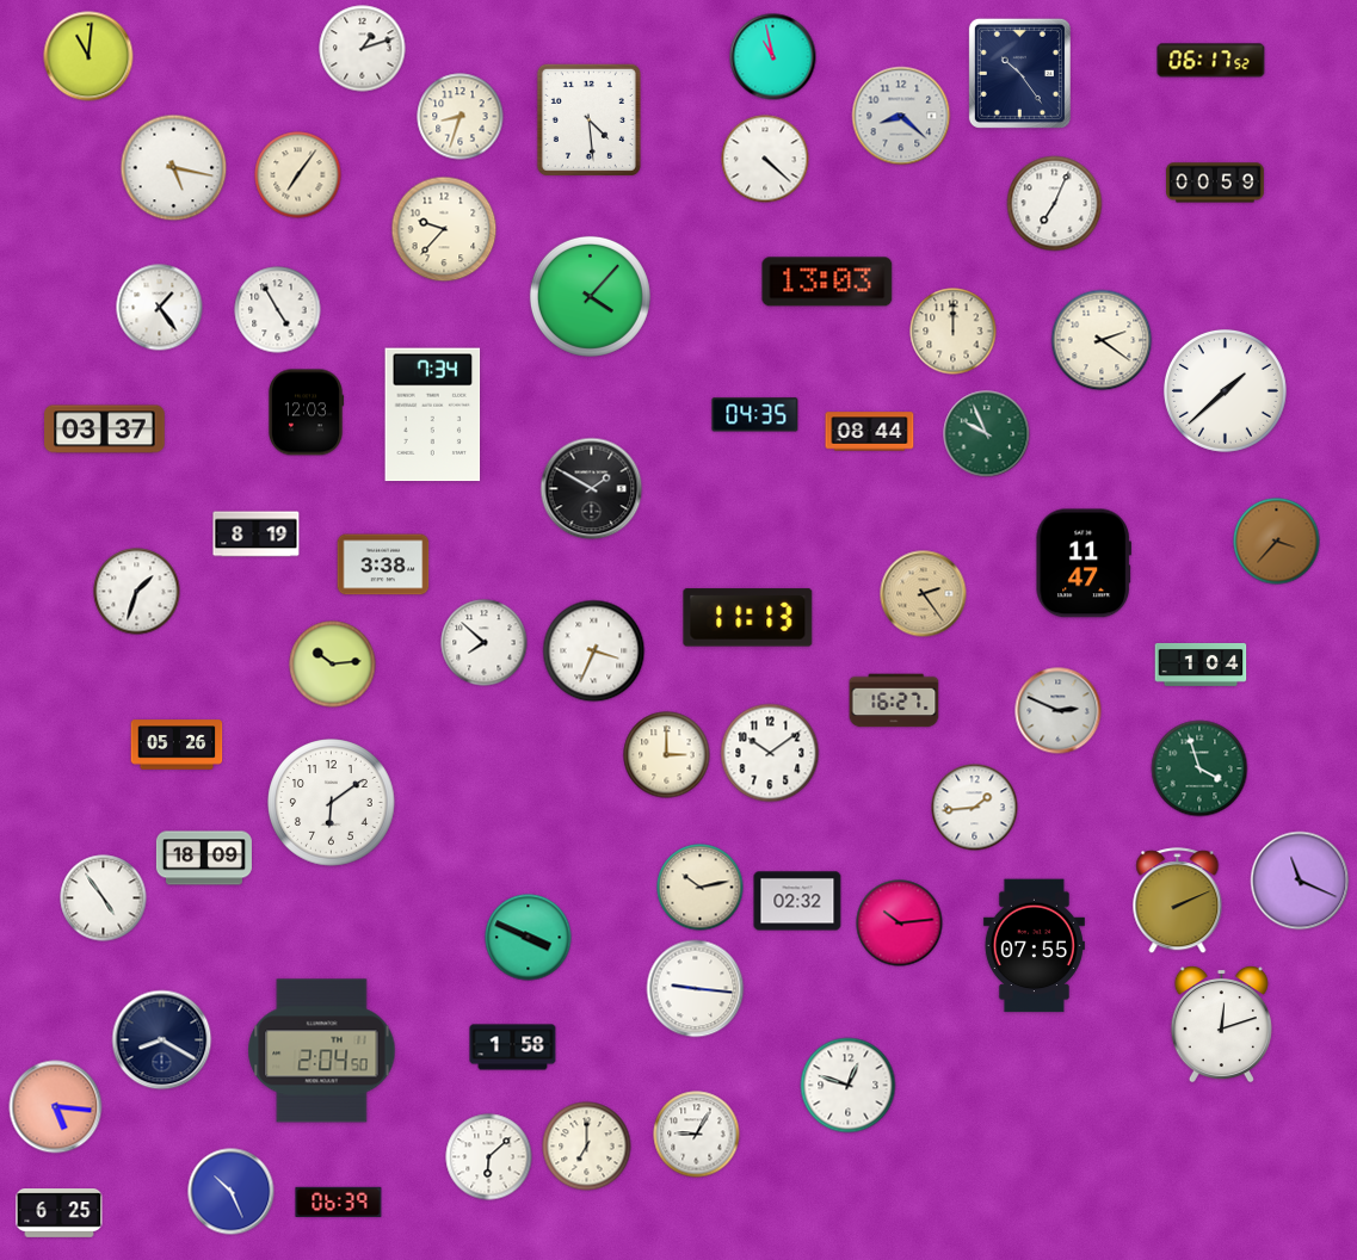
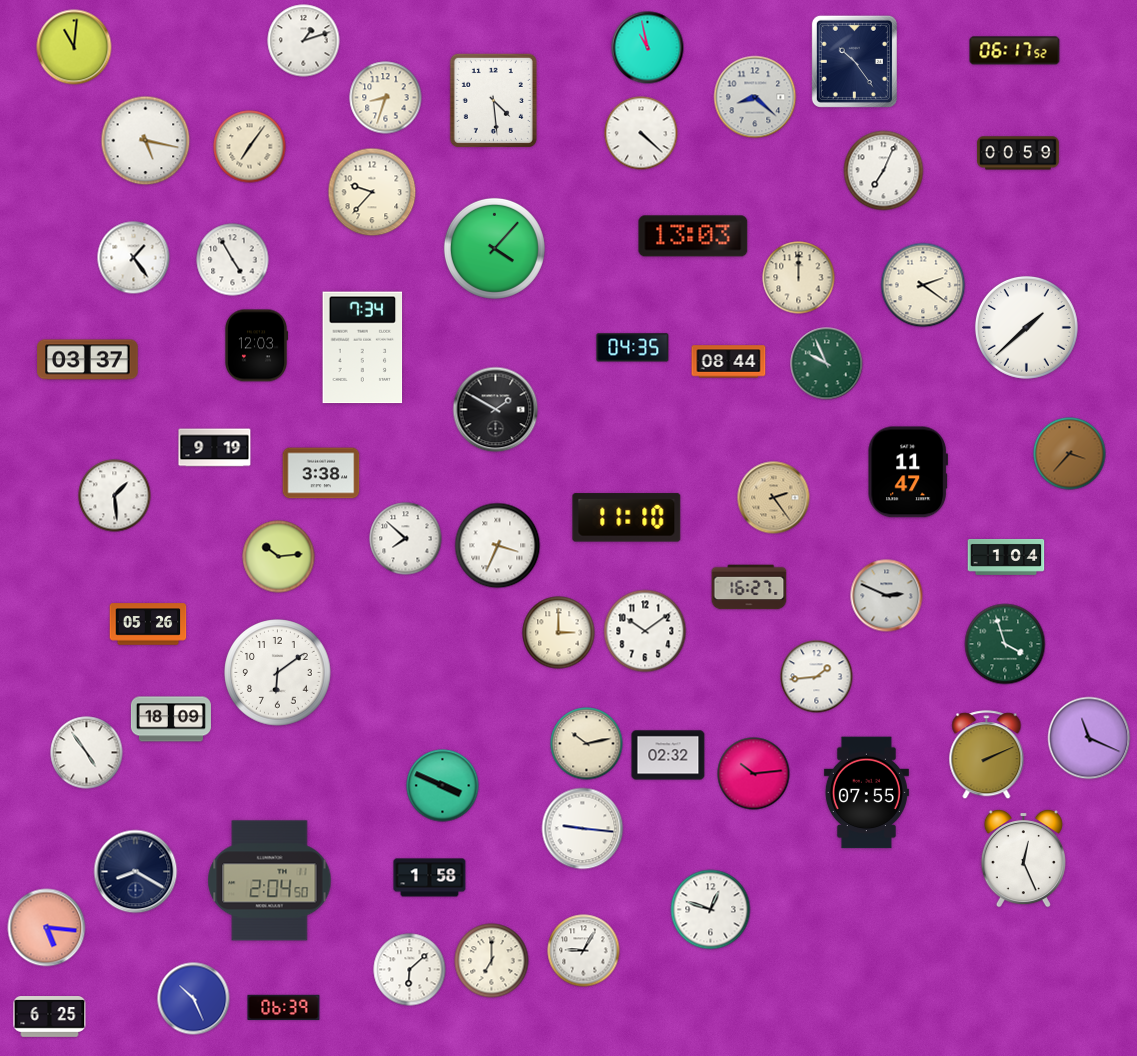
clock at (257, 535): 8:19 -> 9:19
clock at (137, 592): 1:33 -> 1:29
clock at (748, 618): 11:13 -> 11:10
clock at (1221, 1024): 12:12 -> 12:26
